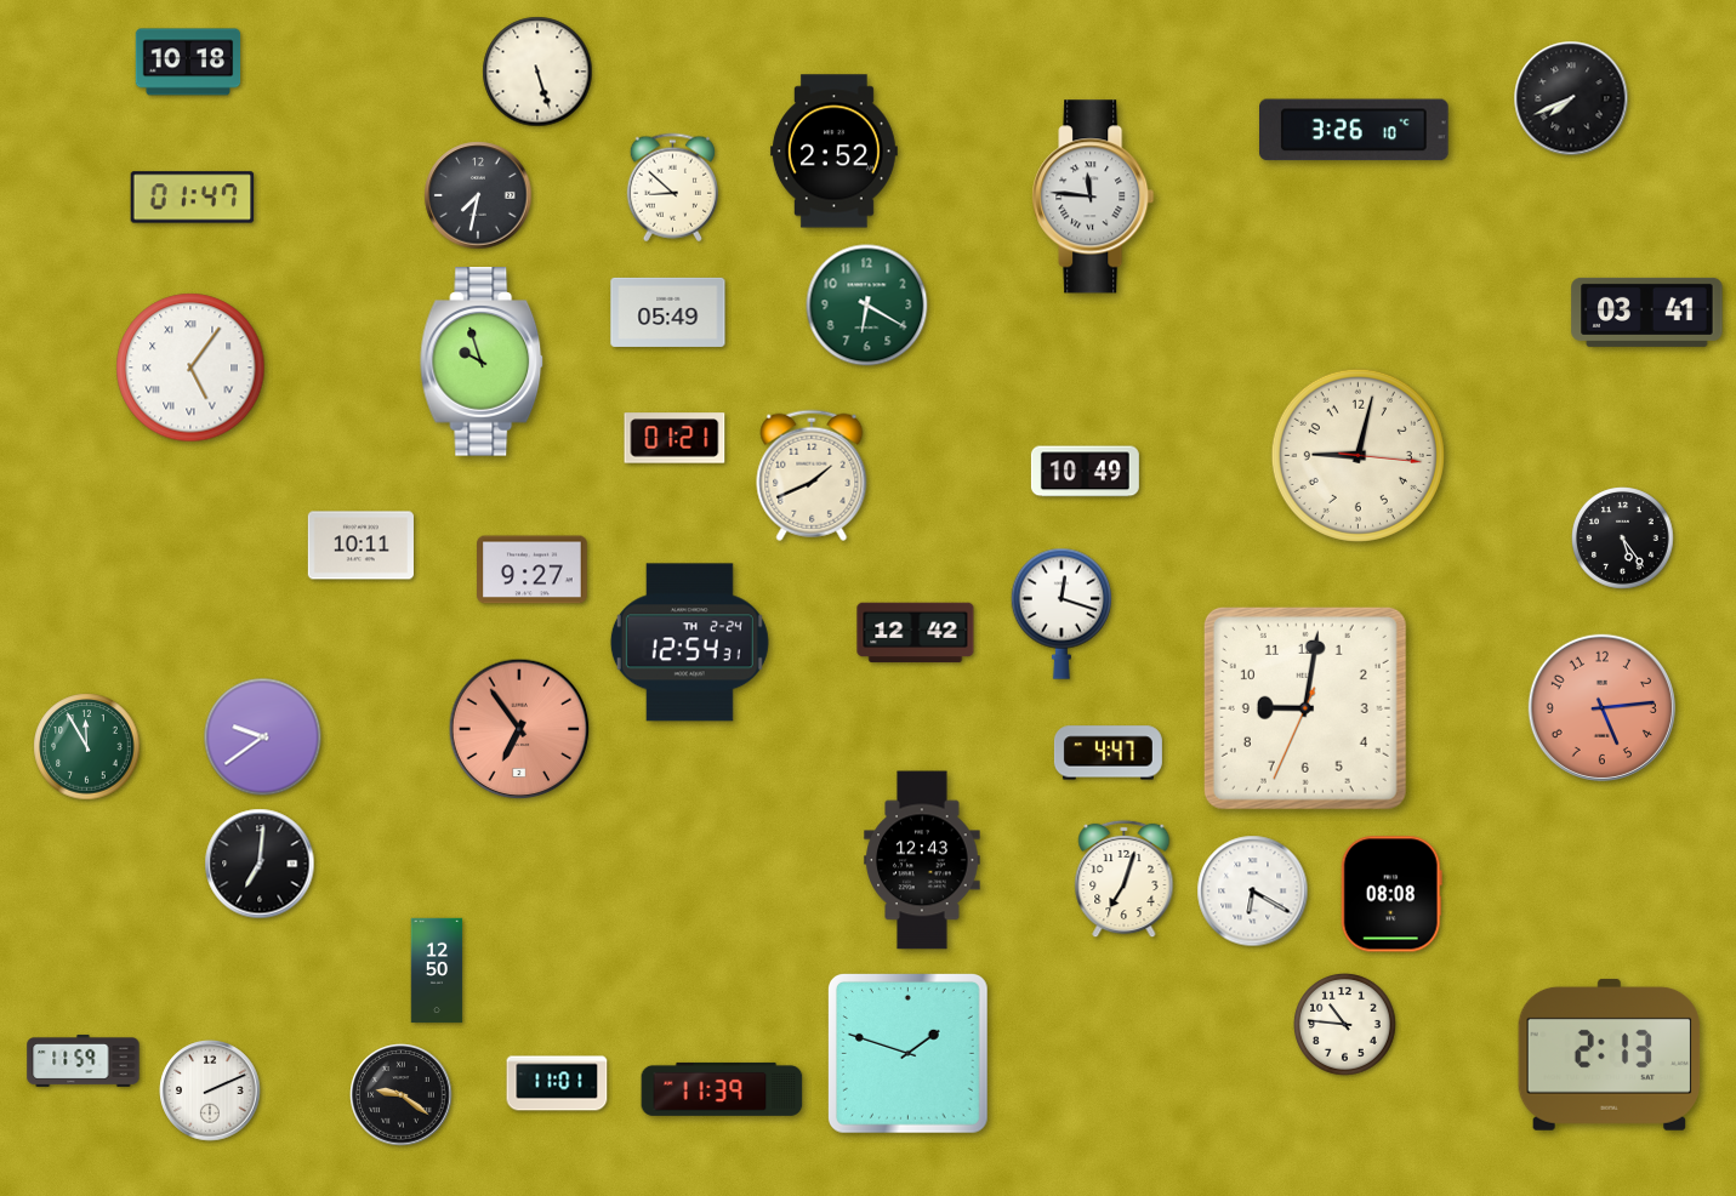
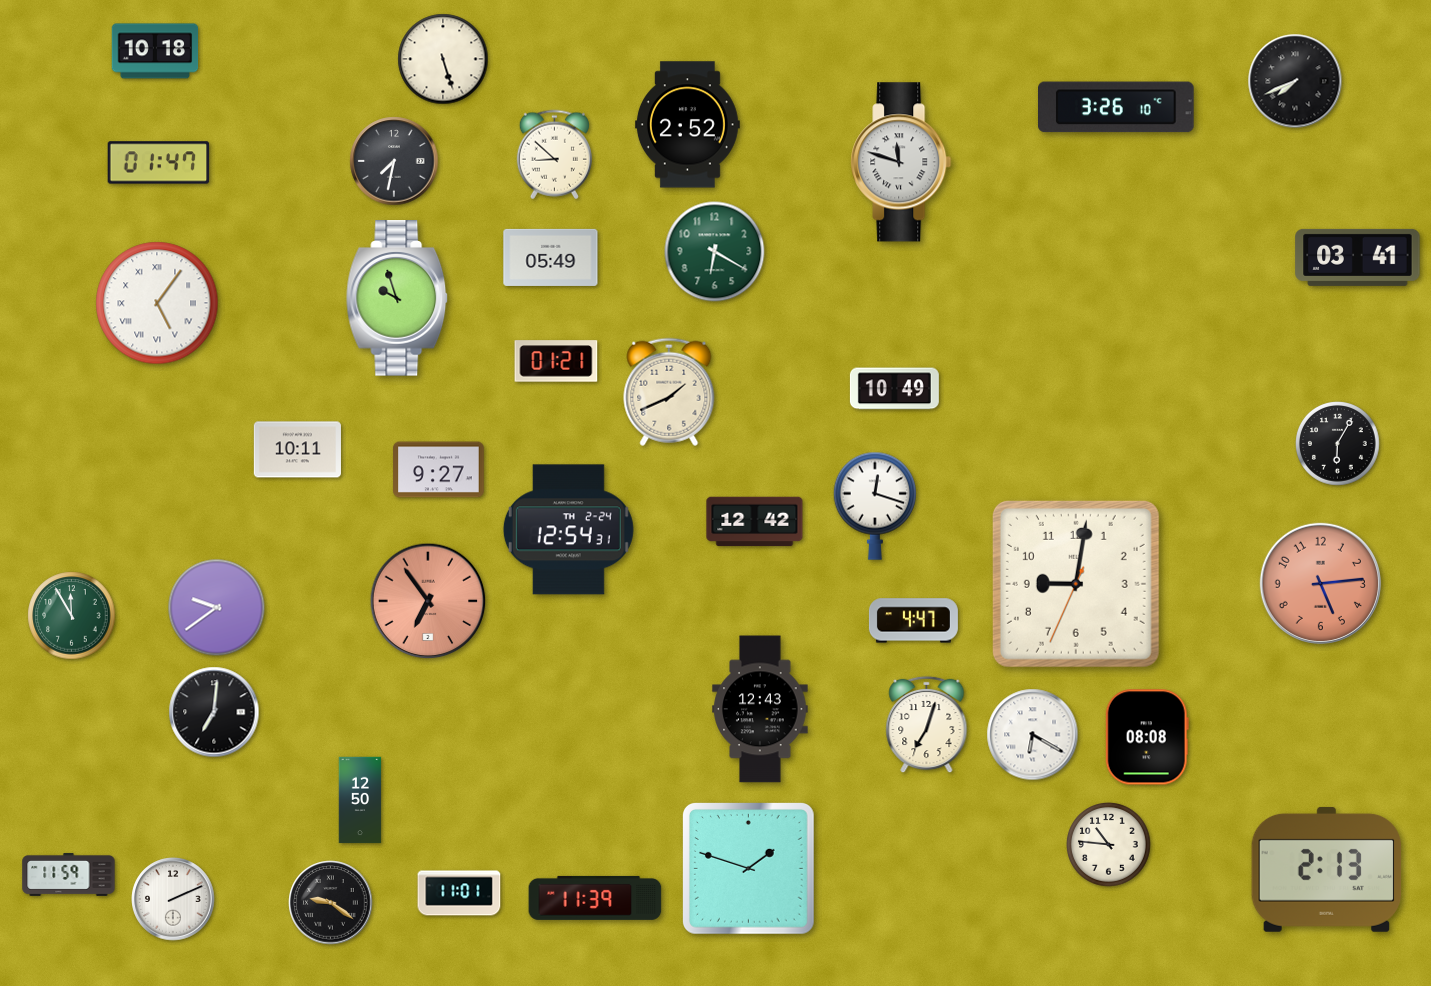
clock at (1093, 197): 11:46 -> 11:48
clock at (1358, 455): 9:02 -> none
clock at (1623, 539): 5:24 -> 6:05
